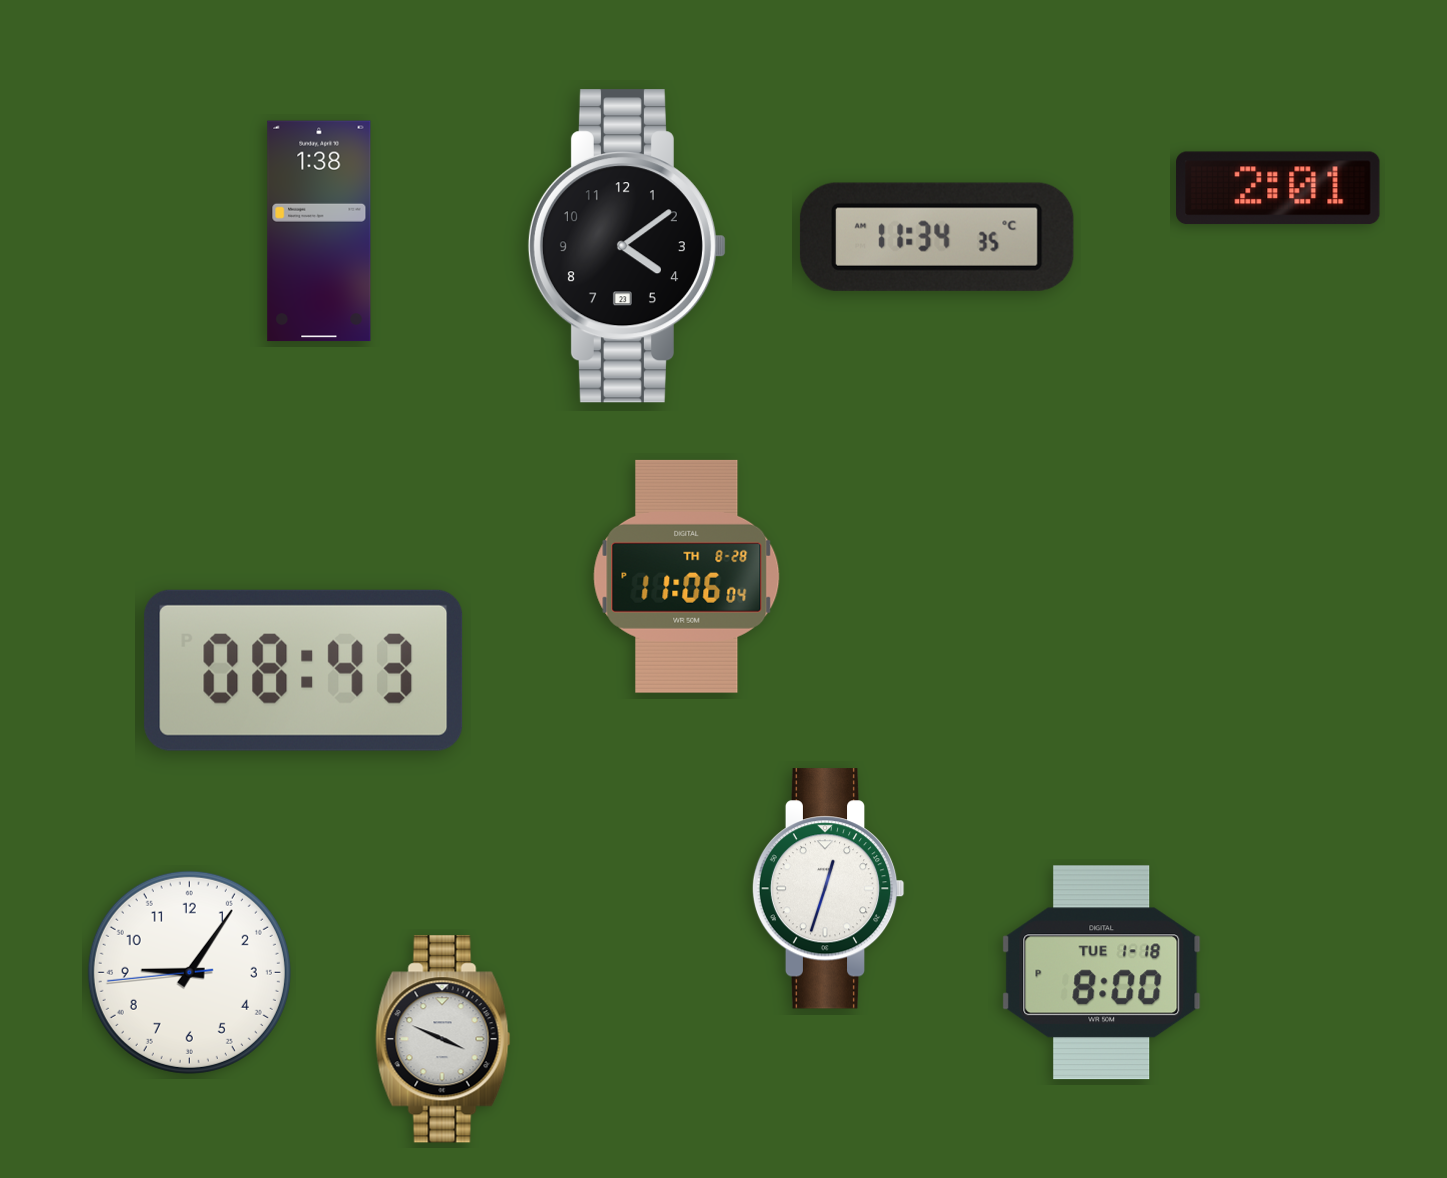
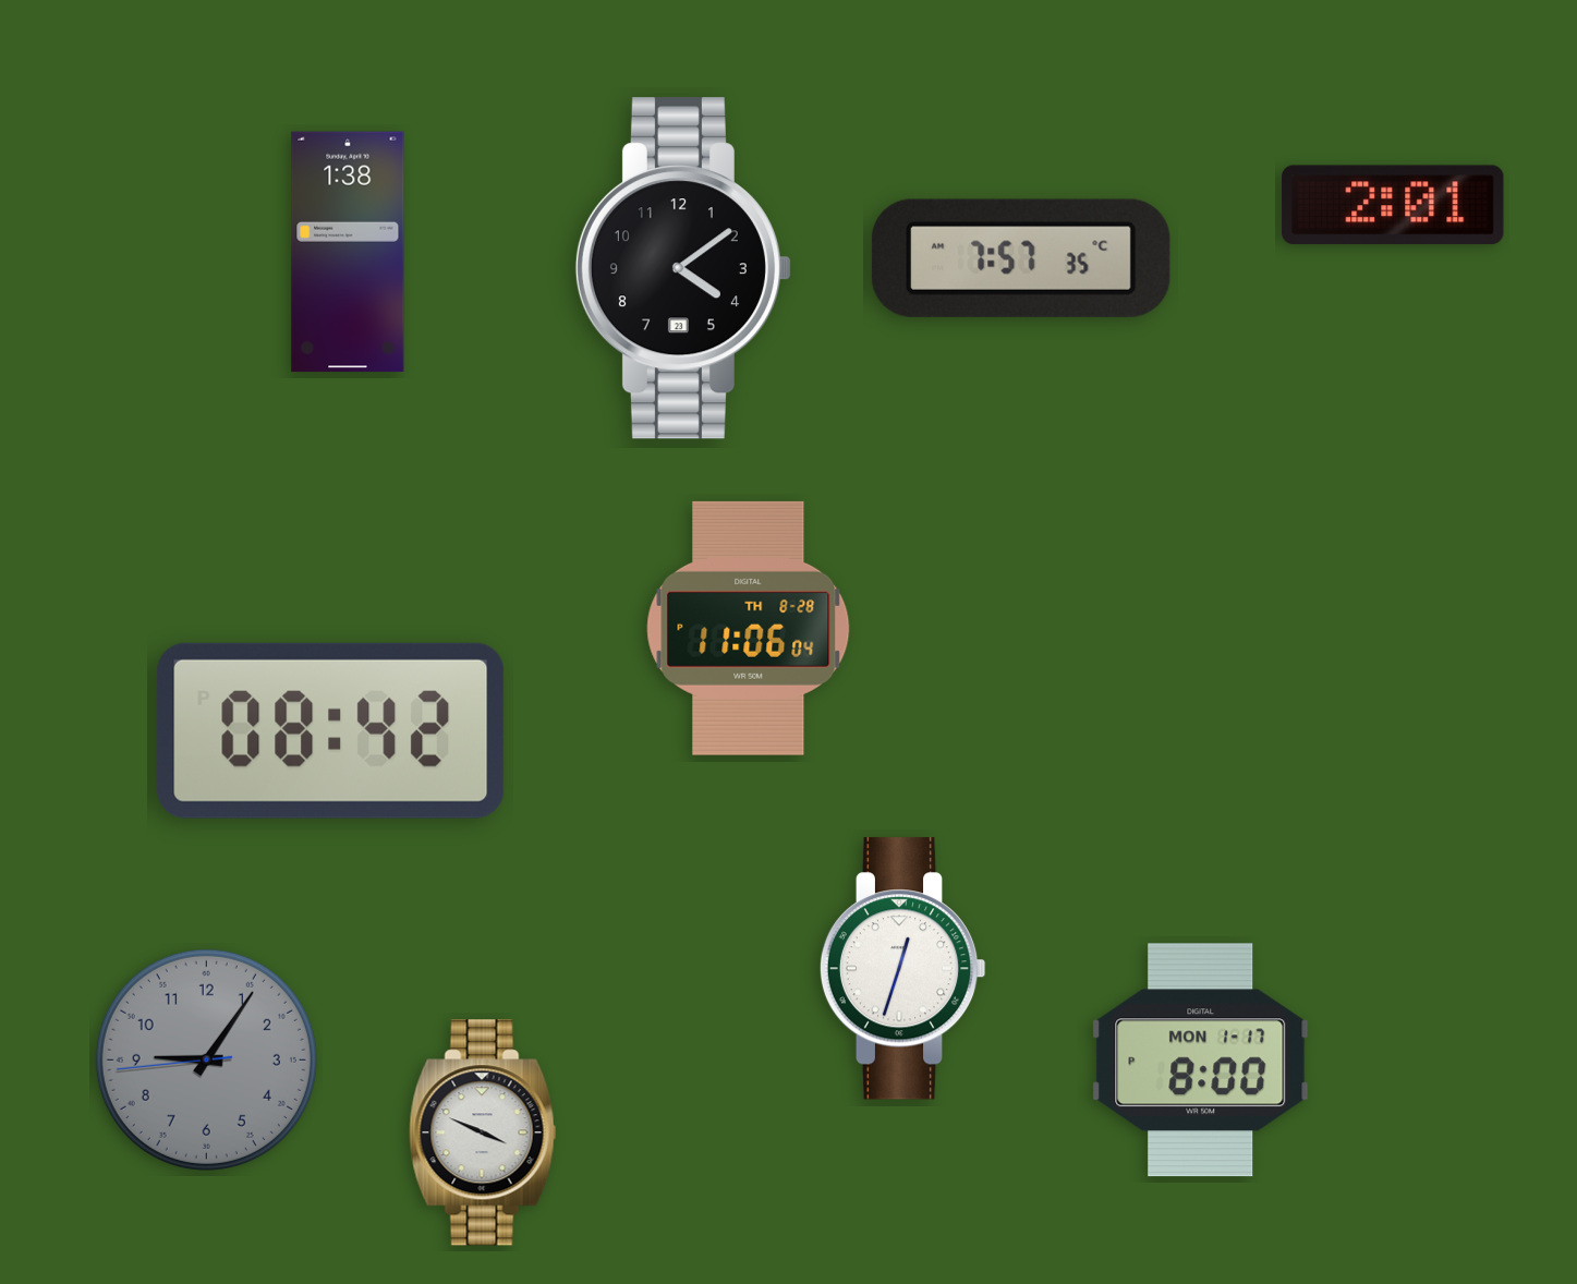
clock at (937, 237): 11:34 -> 7:57
clock at (304, 670): 08:43 -> 08:42
clock at (189, 972) dial: white -> grey
clock at (1102, 973) date: TUE 1-18 -> MON 1-17
